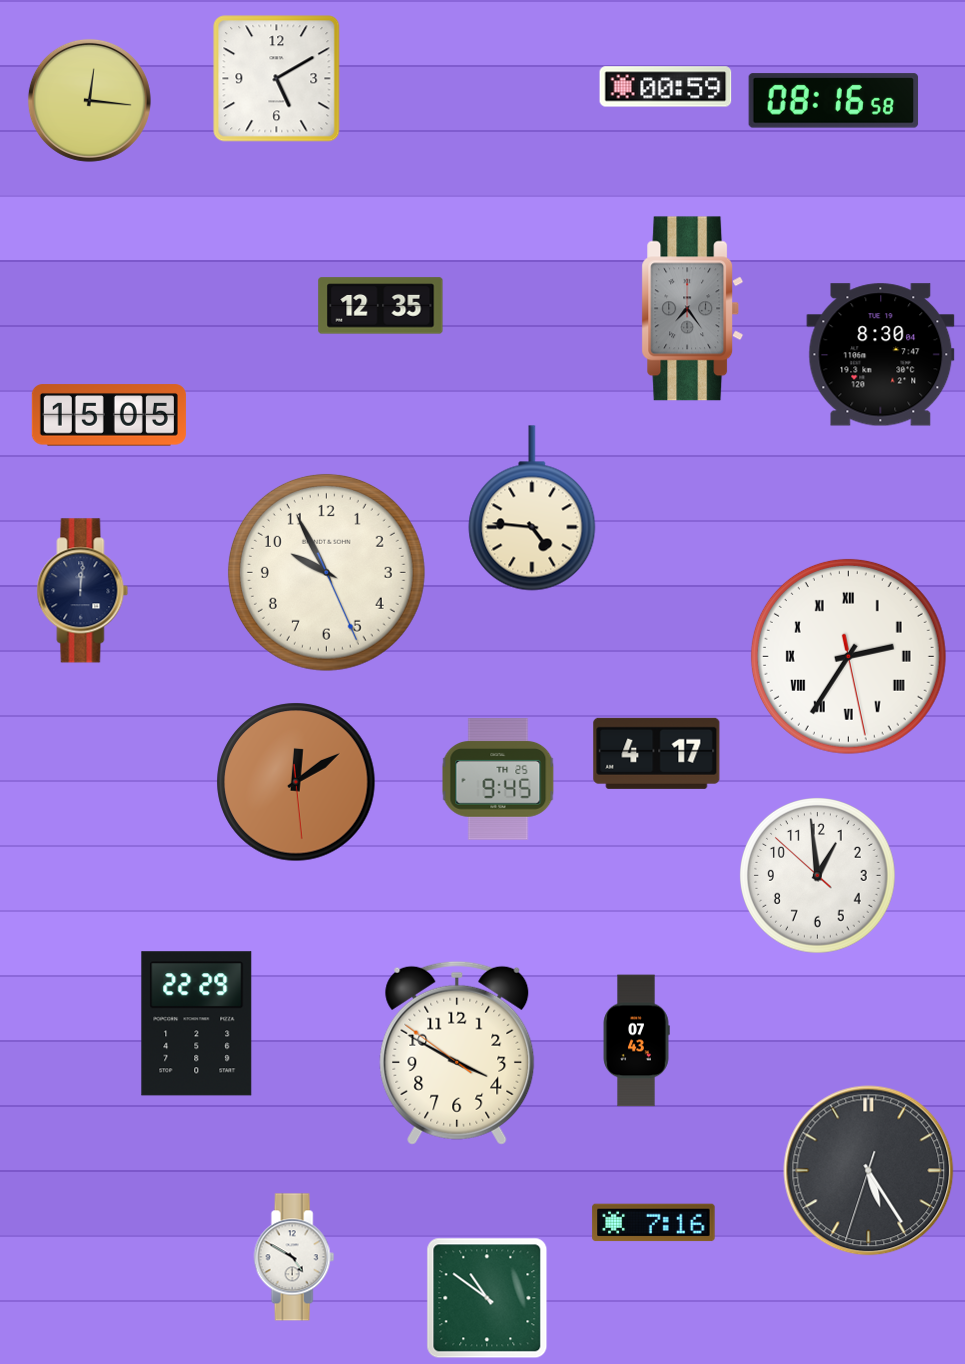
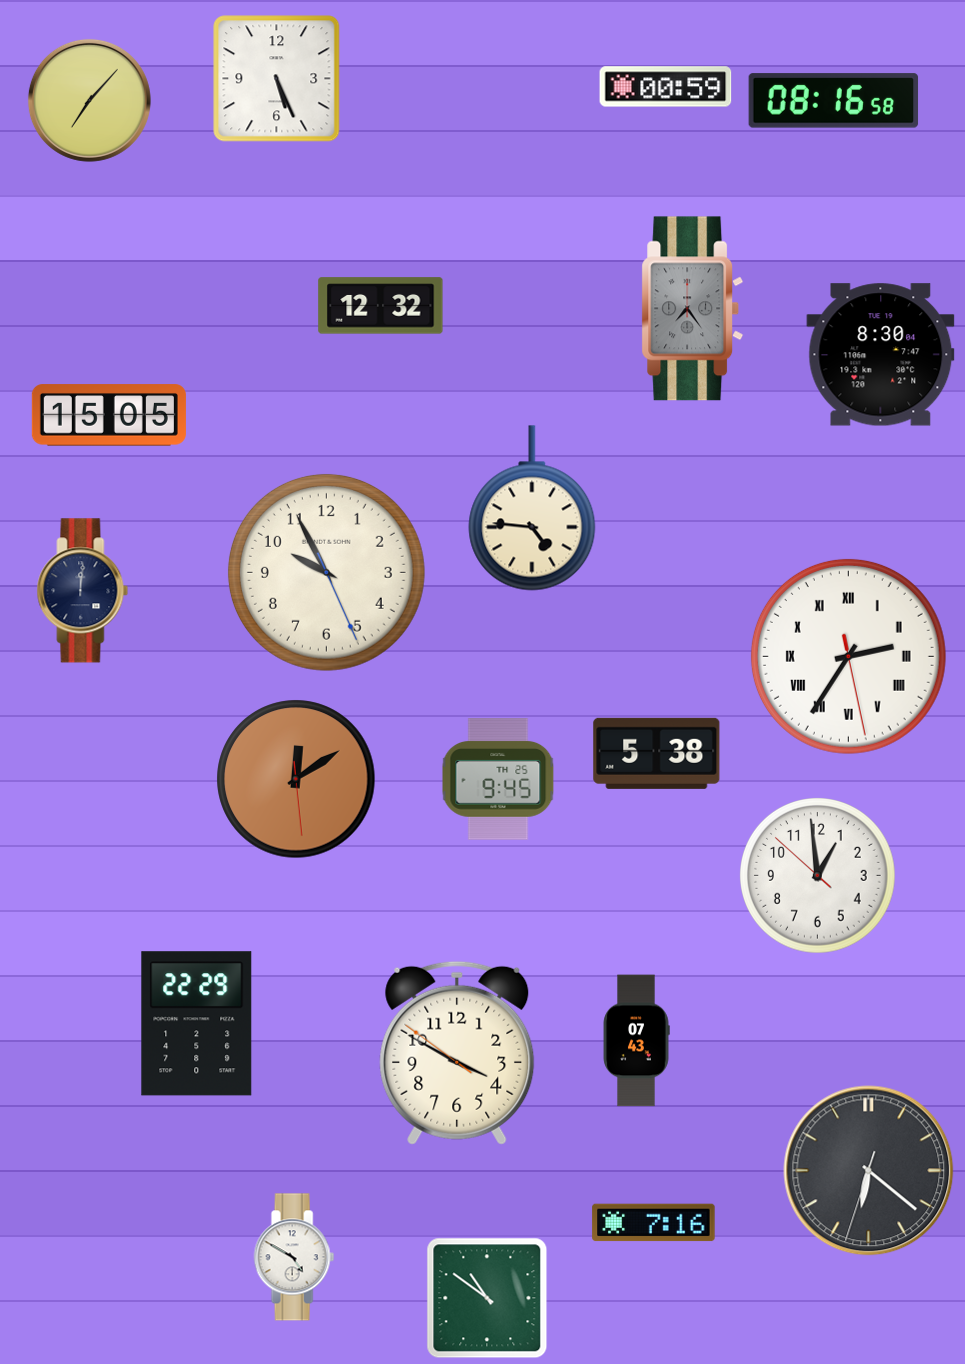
clock at (277, 79): 5:10 -> 5:26
clock at (89, 100): 12:16 -> 7:07
clock at (381, 306): 12:35 -> 12:32
clock at (657, 753): 4:17 -> 5:38
clock at (296, 782) position: (296, 782) -> (296, 779)
clock at (869, 1171): 5:24 -> 6:21
